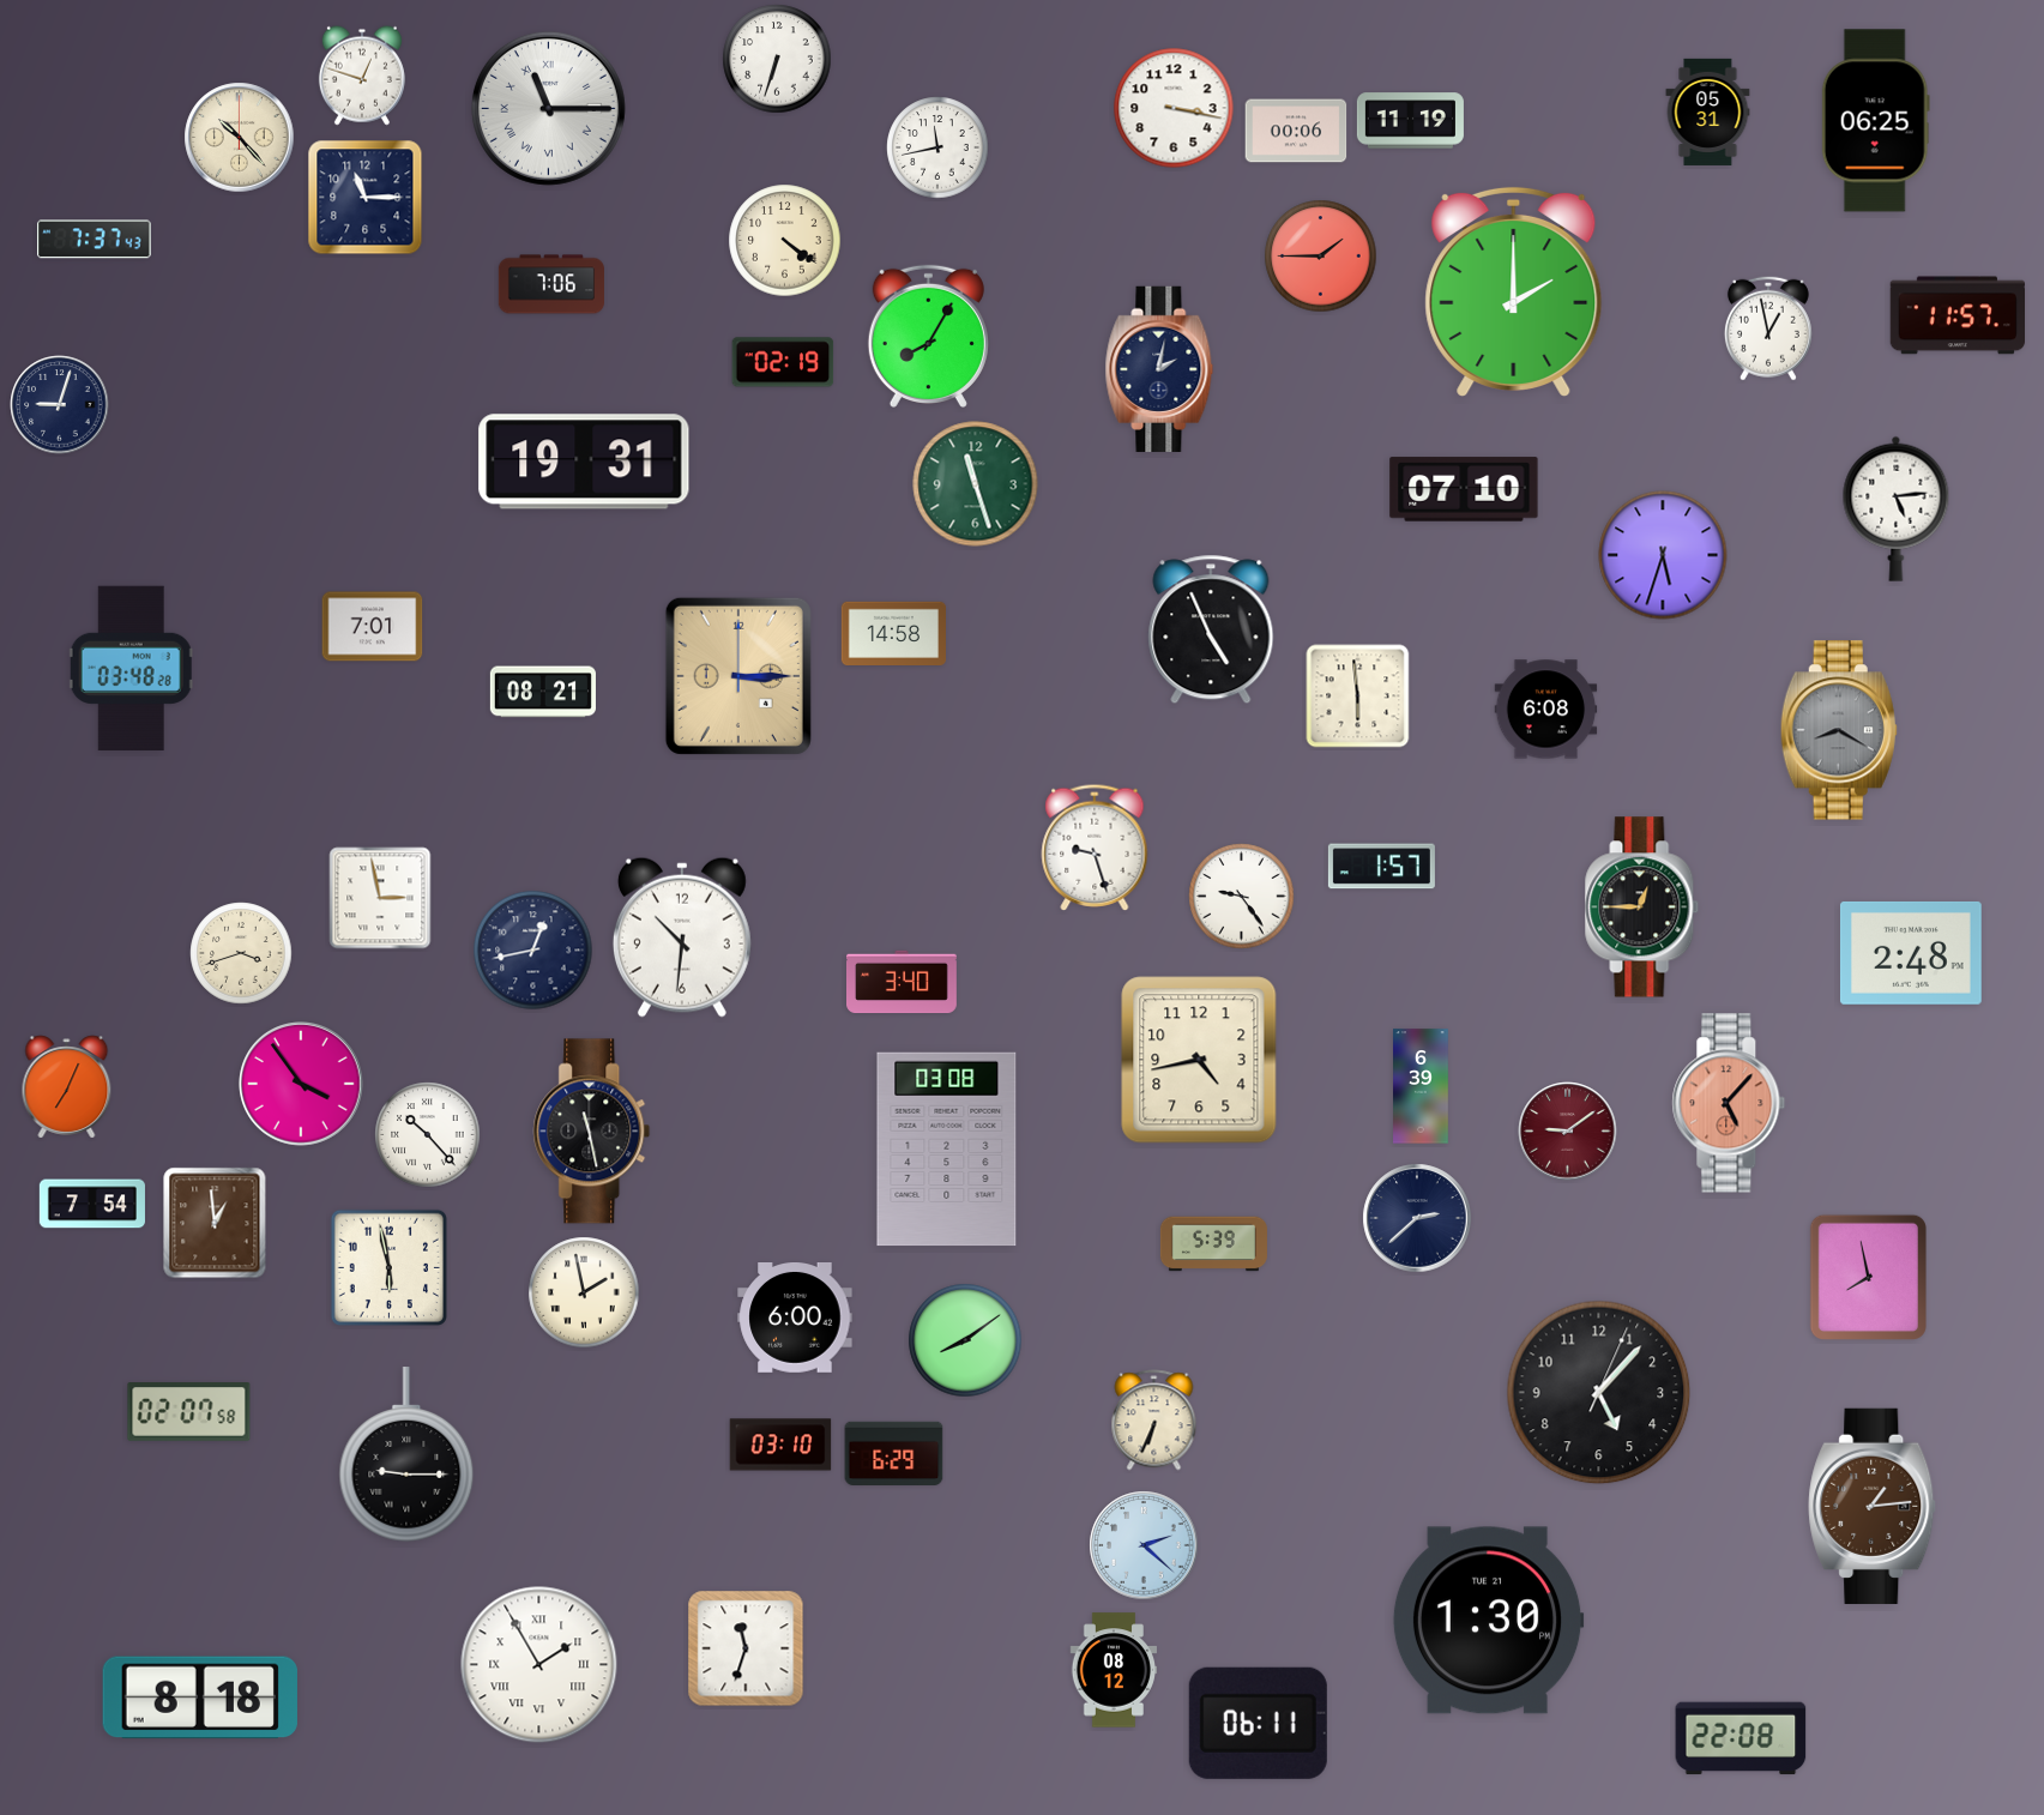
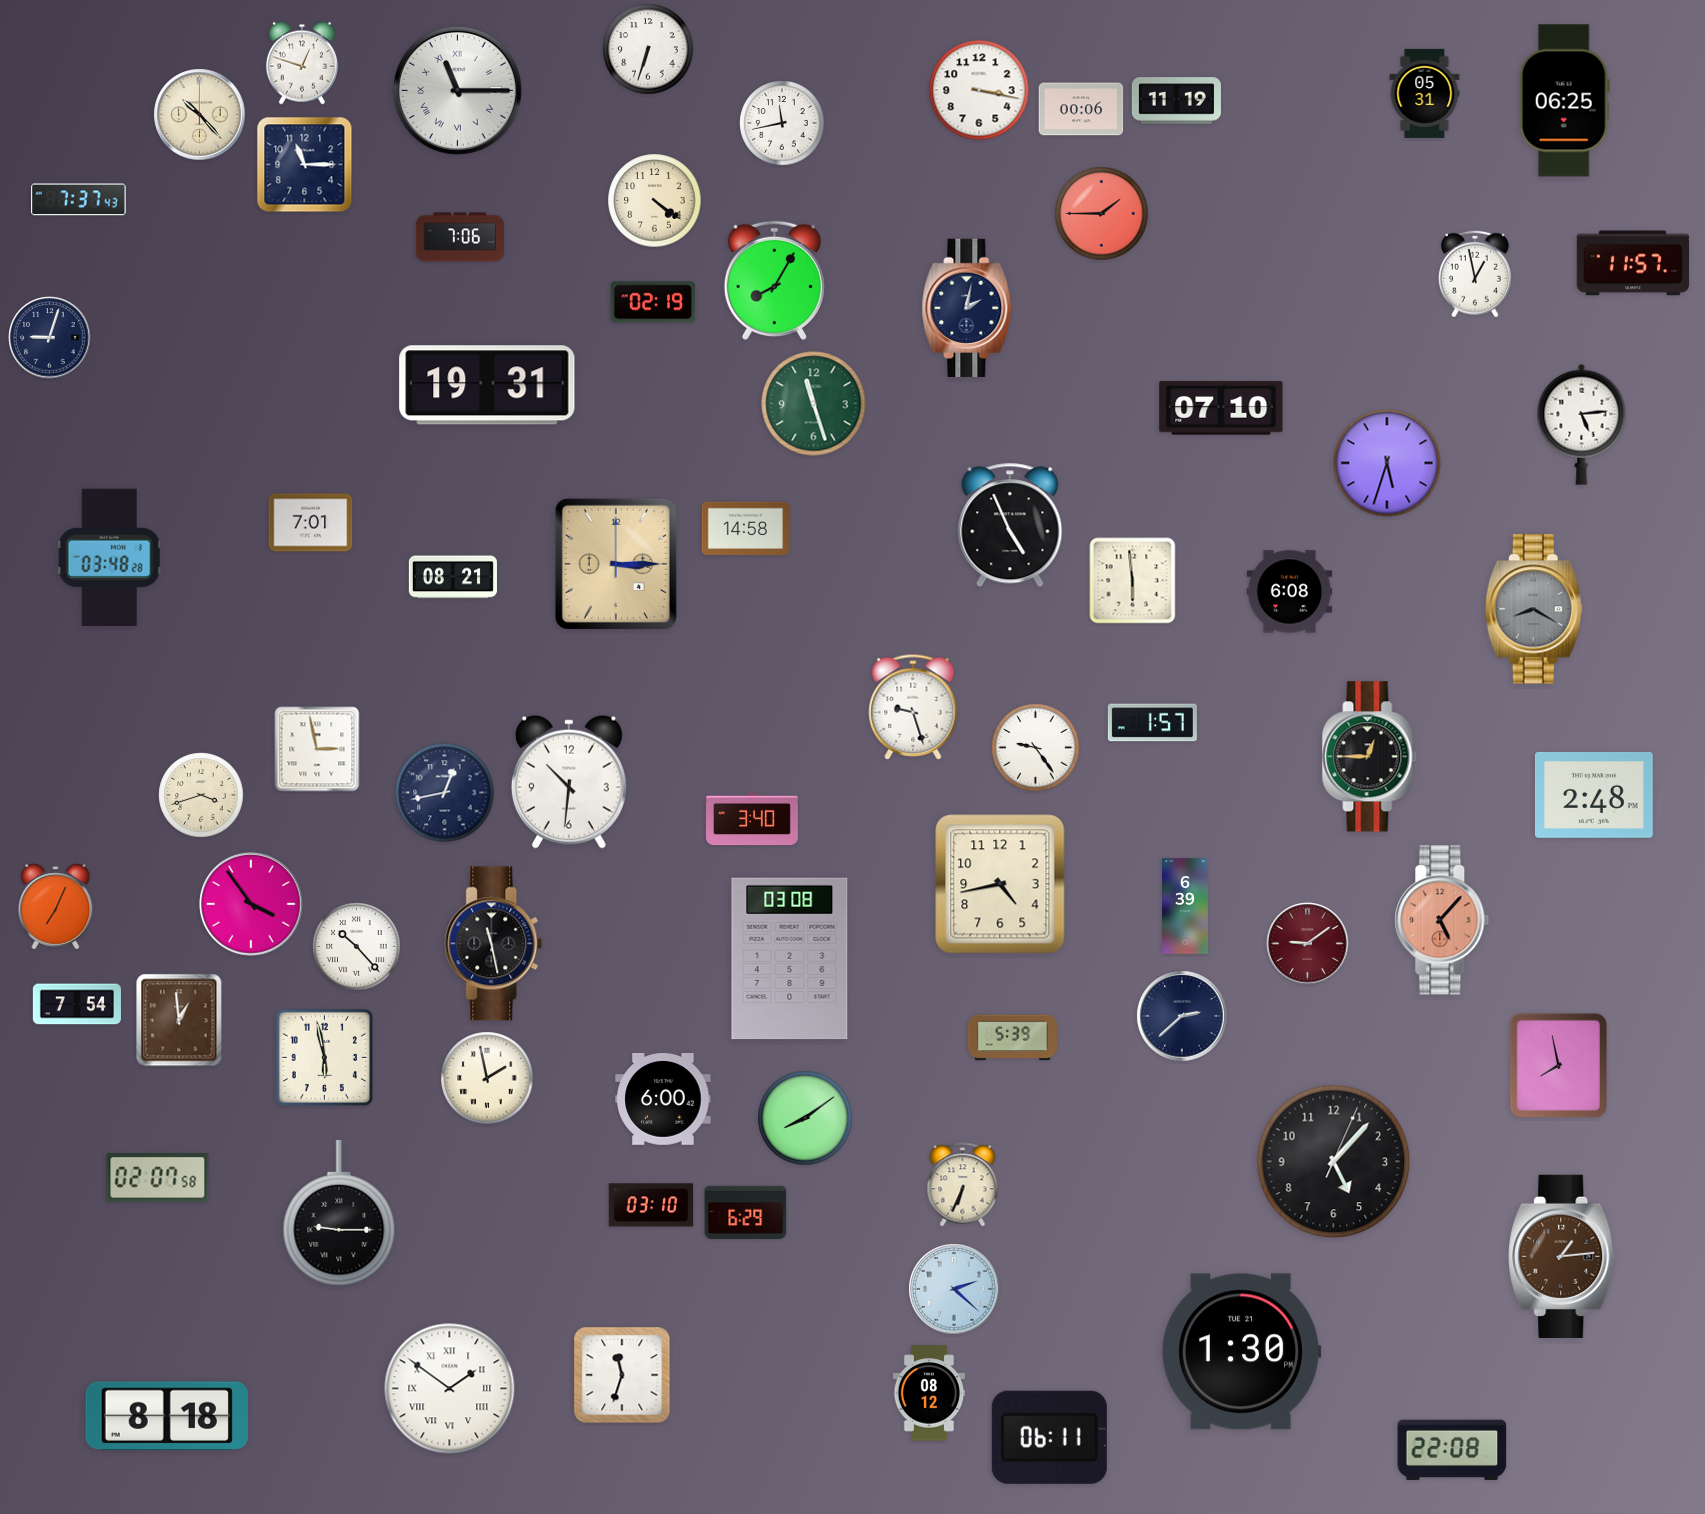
clock at (1514, 291): 2:00 -> none
clock at (539, 1665): 1:55 -> 1:51
